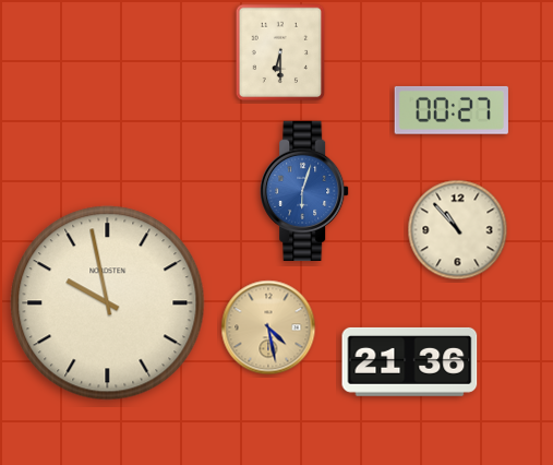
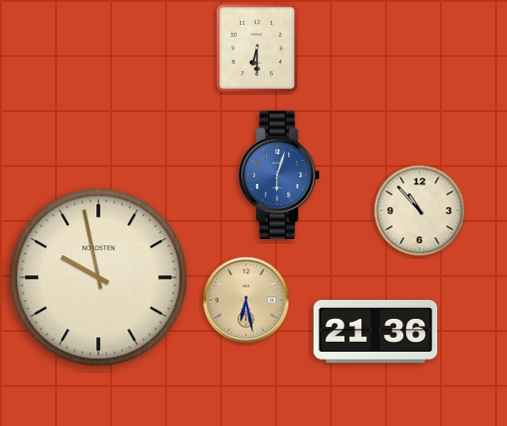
clock at (452, 110): 00:27 -> none
clock at (268, 327): 4:28 -> 6:28
